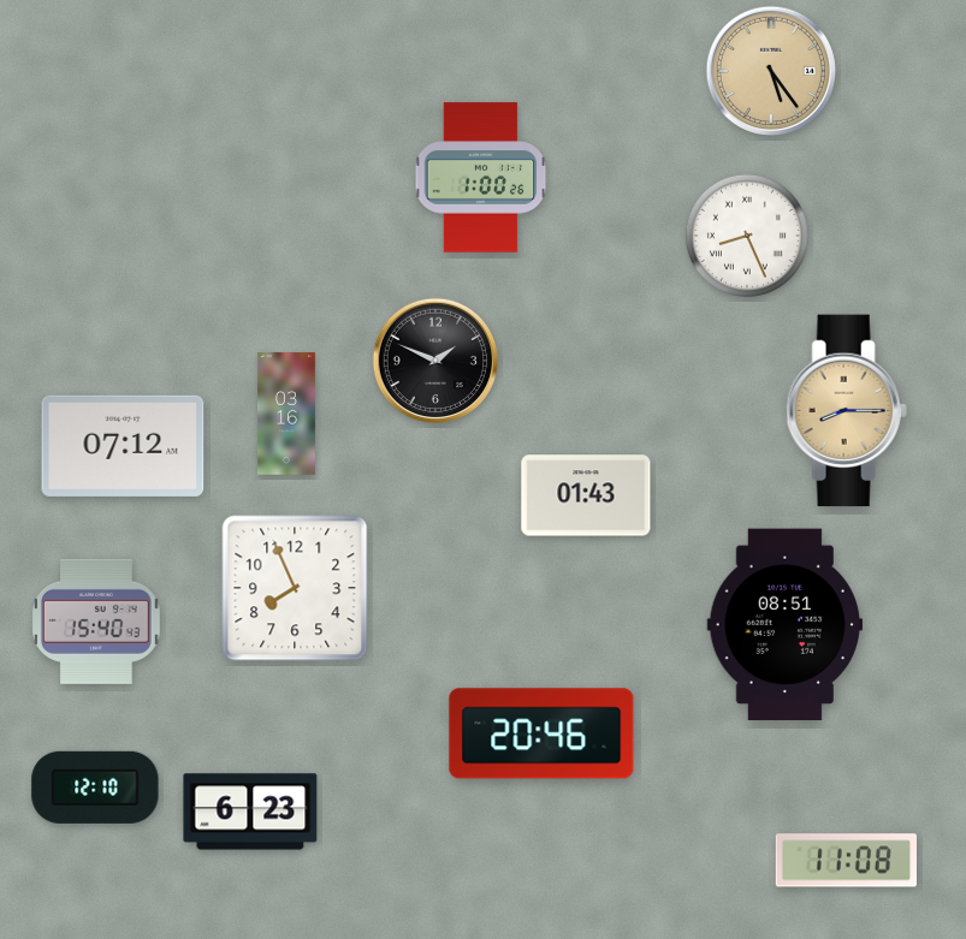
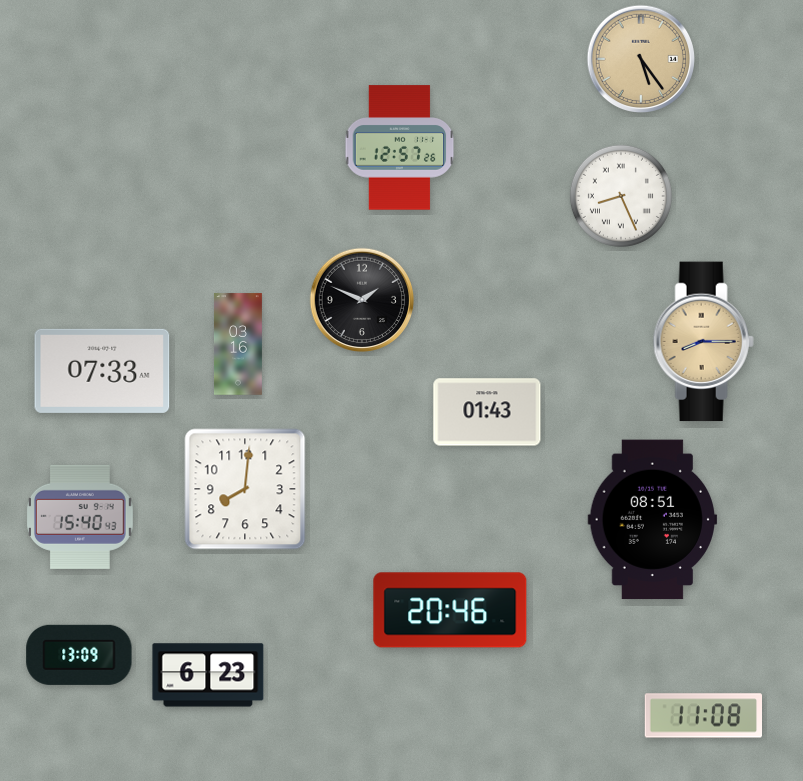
clock at (481, 178): 1:00 -> 12:57
clock at (123, 446): 07:12 -> 07:33
clock at (295, 588): 7:56 -> 8:01
clock at (95, 788): 12:10 -> 13:09
